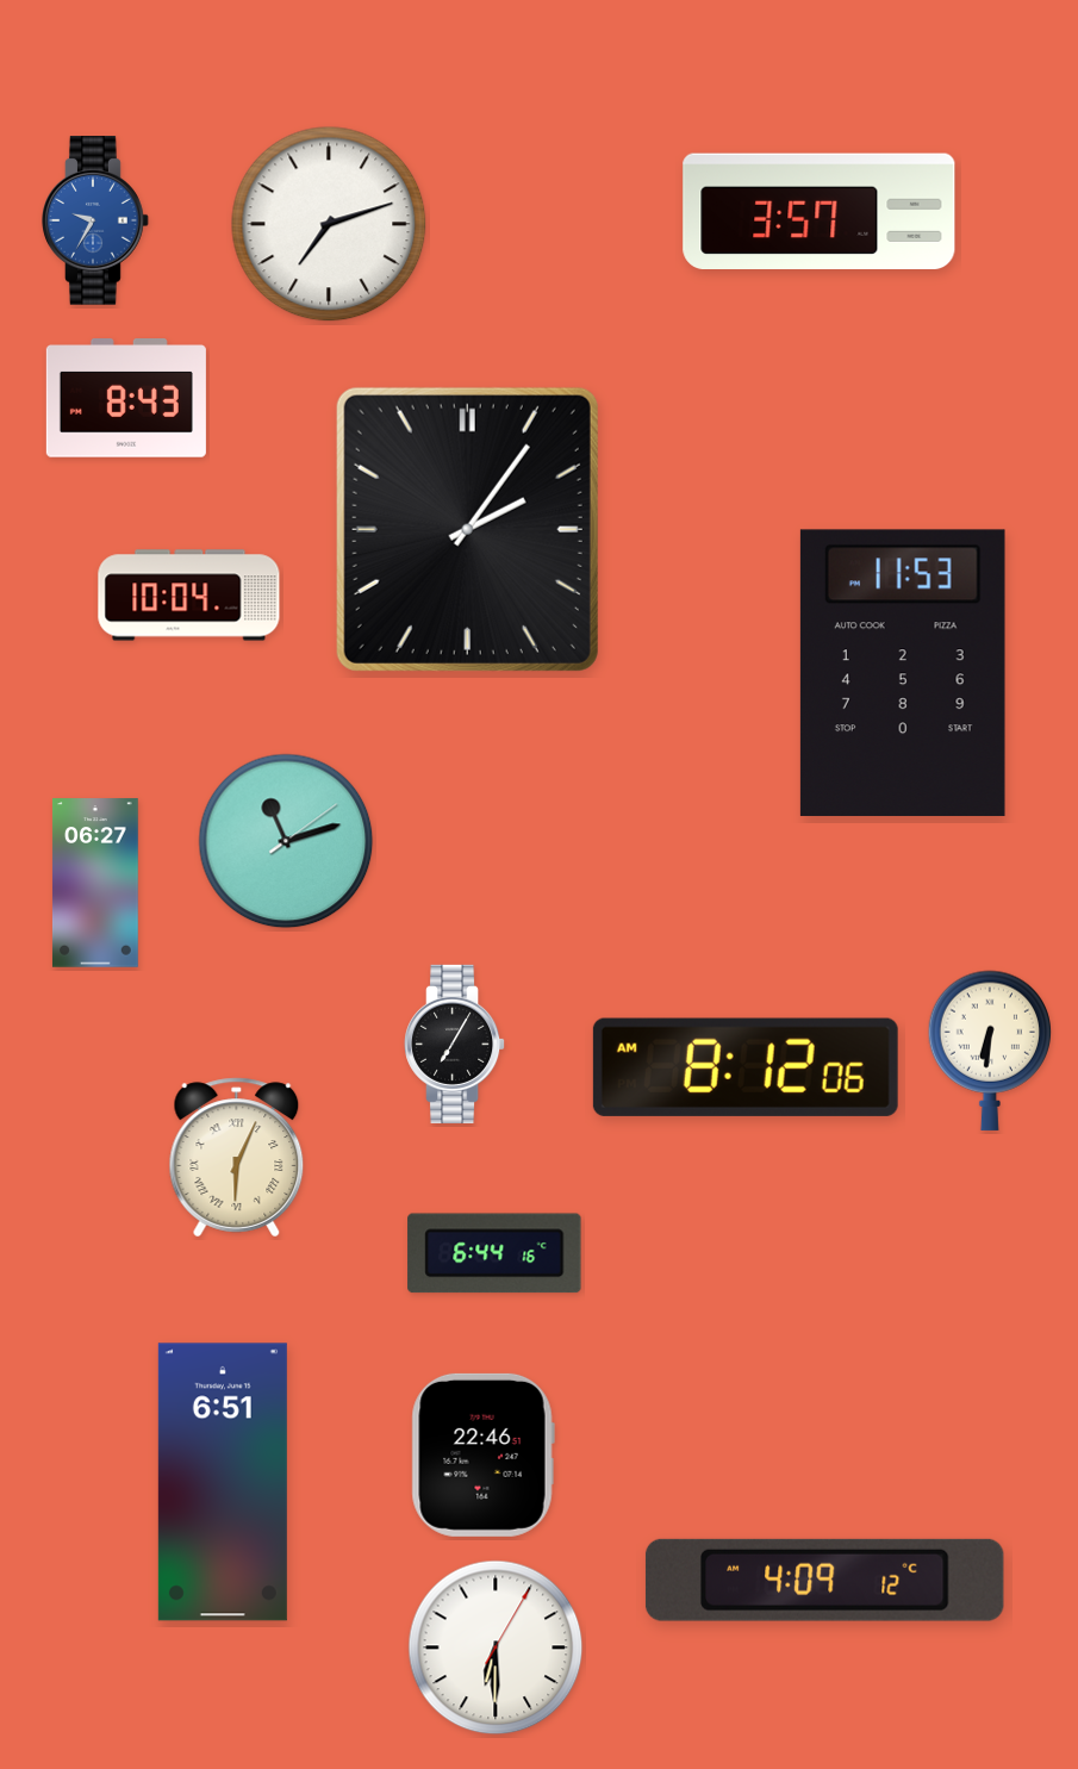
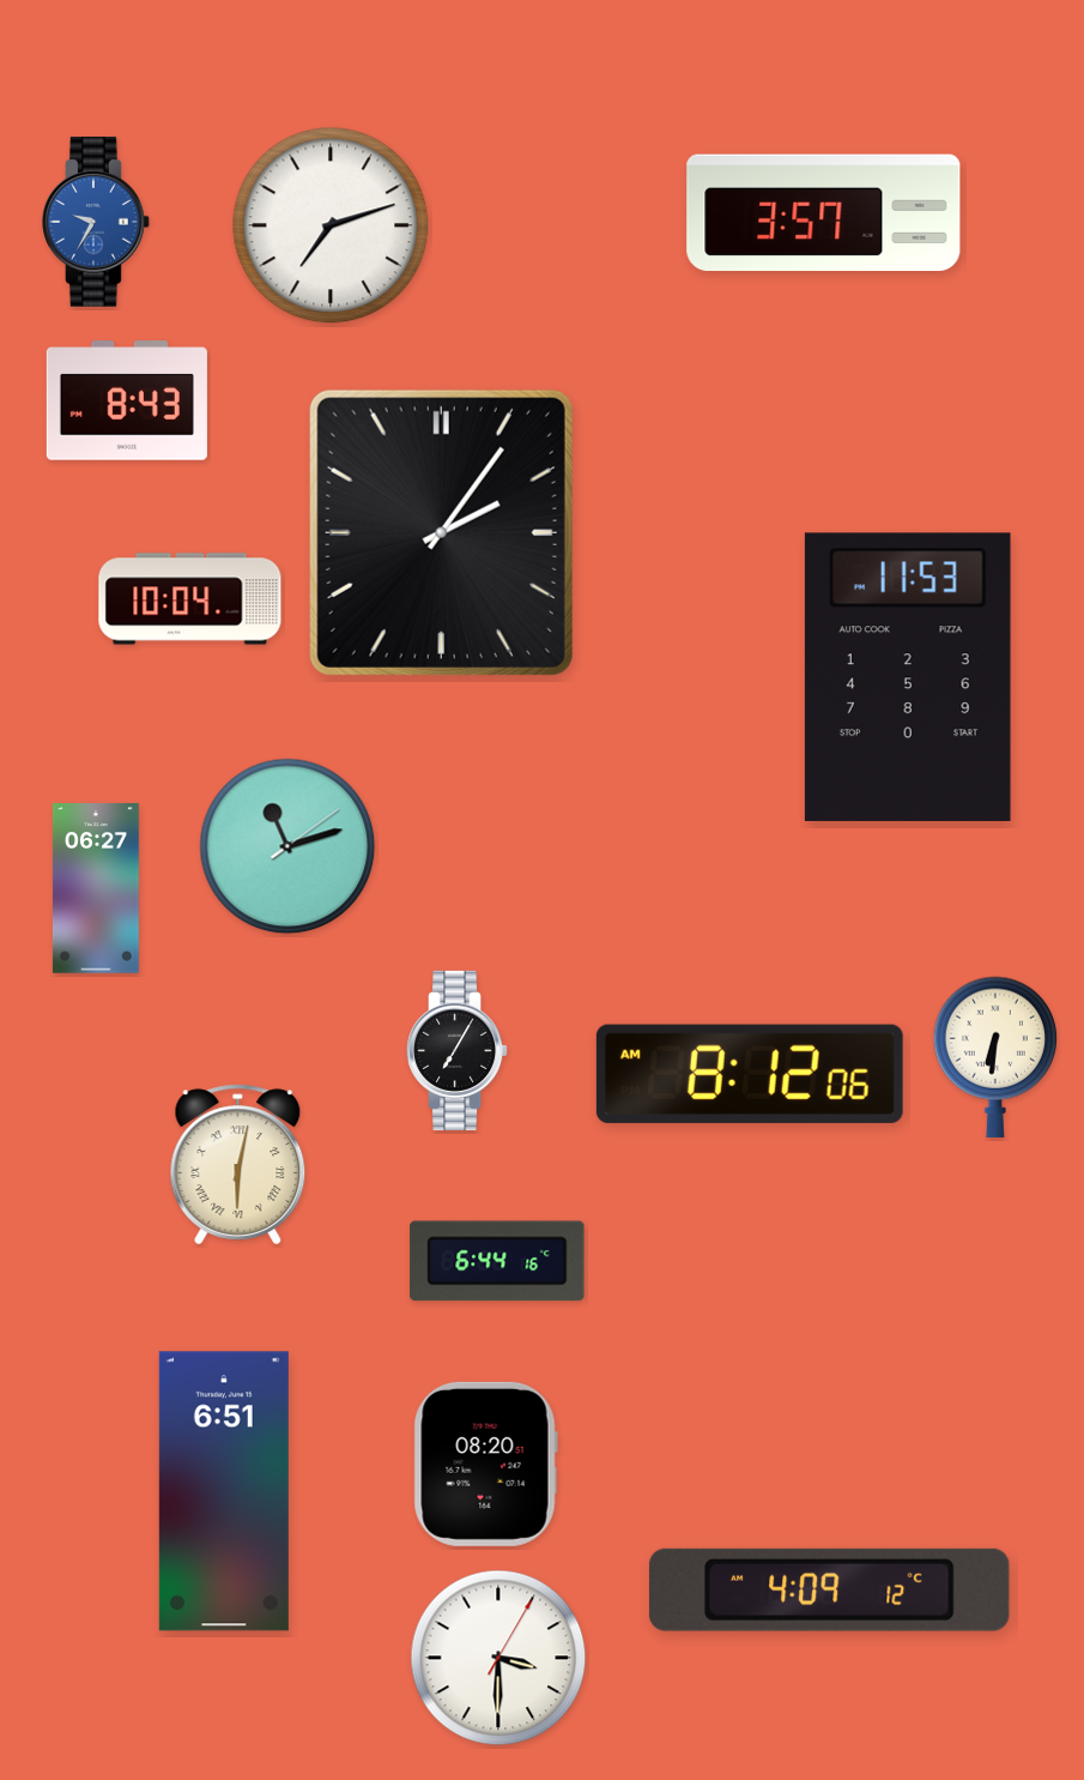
clock at (467, 529) position: (467, 529) -> (441, 532)
clock at (237, 1158): 6:04 -> 6:02
clock at (482, 1455): 22:46 -> 08:20
clock at (496, 1647): 6:30 -> 3:30
